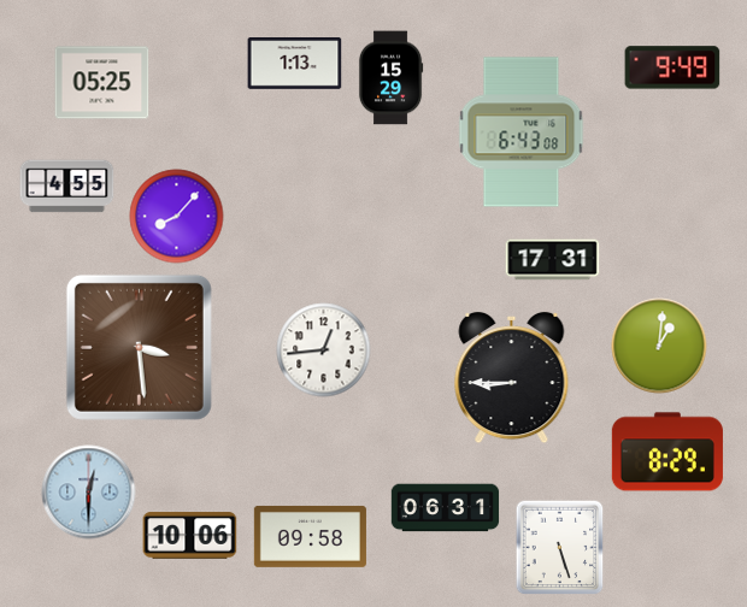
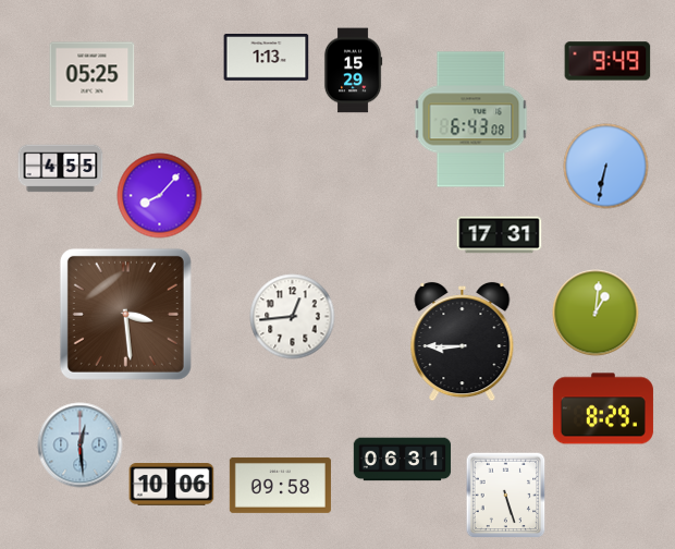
clock at (605, 166): none -> 6:32
clock at (88, 491): 12:30 -> 12:29
